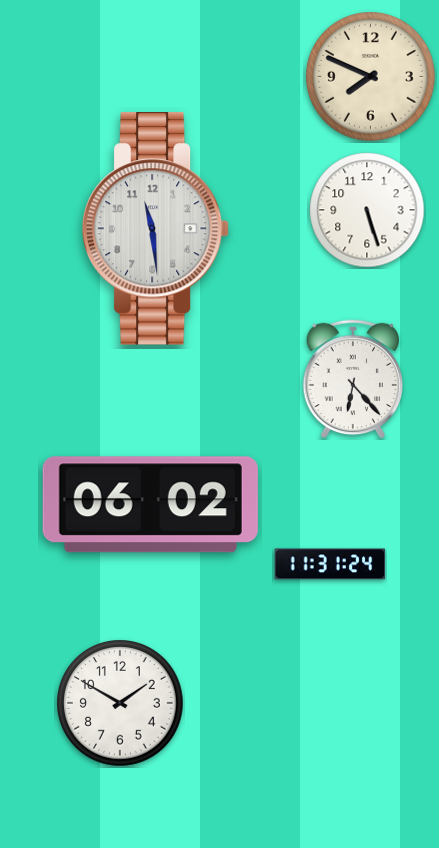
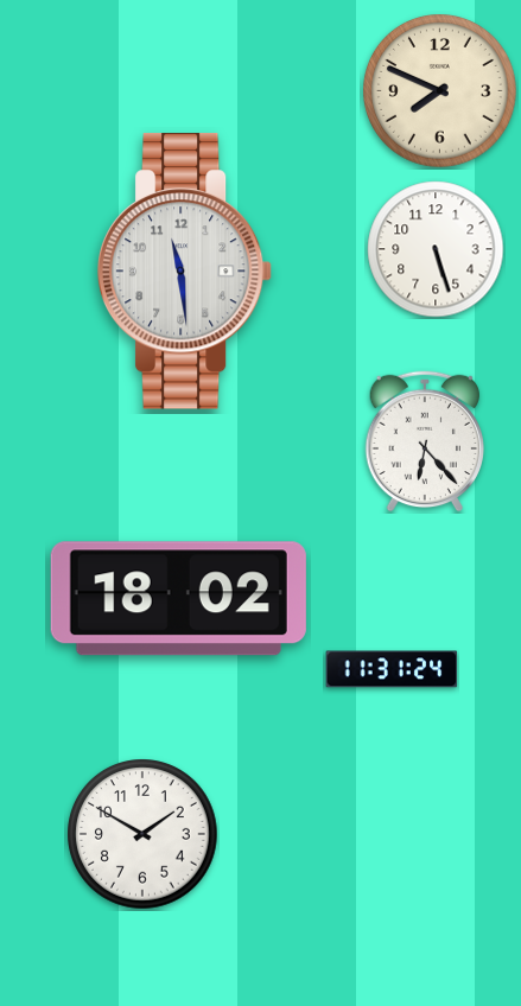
clock at (353, 379) position: (353, 379) -> (425, 441)
clock at (150, 505): 06:02 -> 18:02
